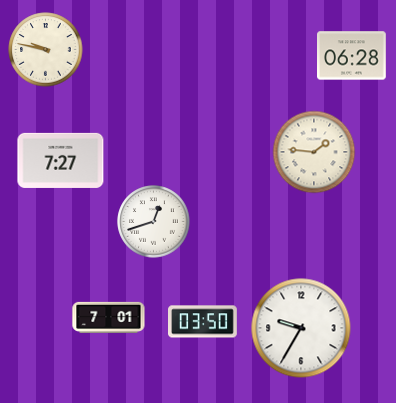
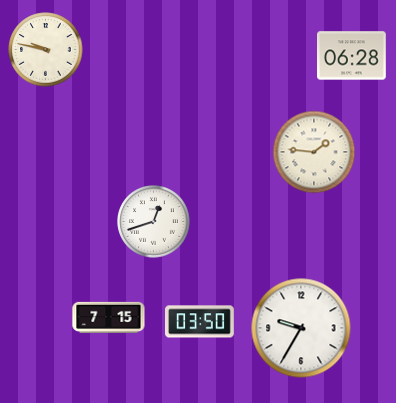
clock at (61, 160): 7:27 -> none
clock at (109, 317): 7:01 -> 7:15
clock at (203, 322) position: (203, 322) -> (200, 322)
